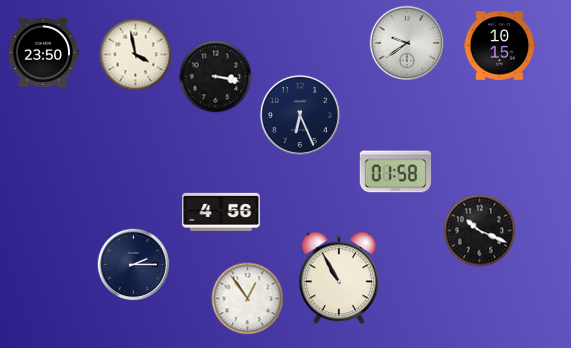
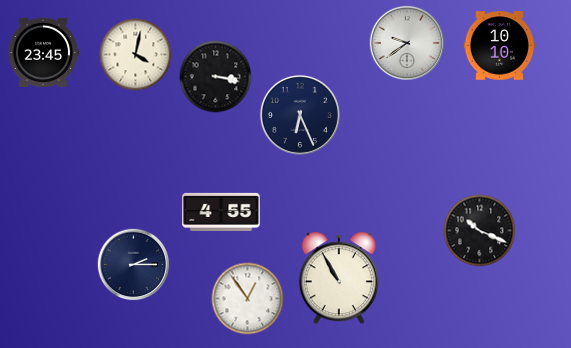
clock at (500, 46): 10:15 -> 10:10
clock at (43, 52): 23:50 -> 23:45
clock at (136, 55): 3:58 -> 4:02
clock at (396, 172): 01:58 -> none
clock at (221, 212): 4:56 -> 4:55
